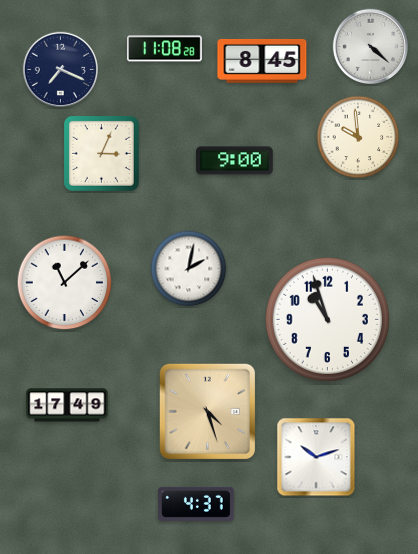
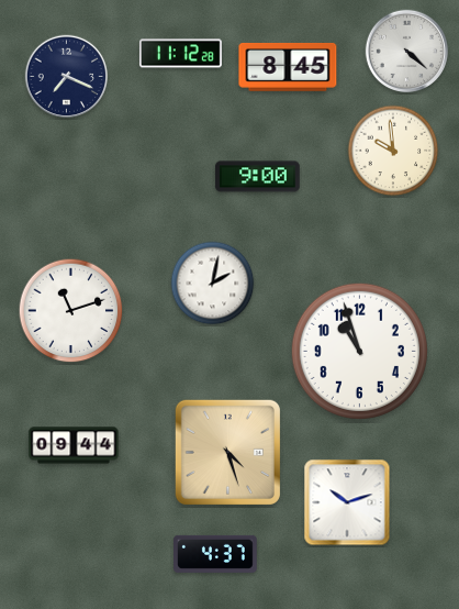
clock at (164, 49): 11:08 -> 11:12
clock at (102, 154): 3:04 -> none
clock at (189, 269) position: (189, 269) -> (213, 284)
clock at (65, 283): 11:08 -> 11:12
clock at (67, 405): 17:49 -> 09:44
